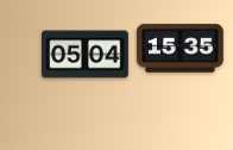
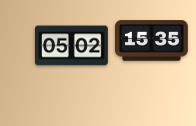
clock at (86, 55): 05:04 -> 05:02
